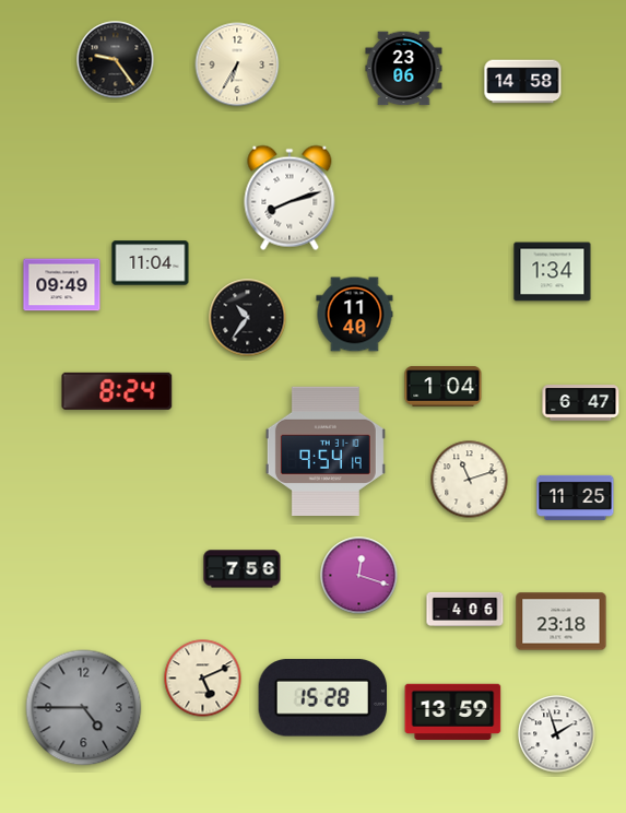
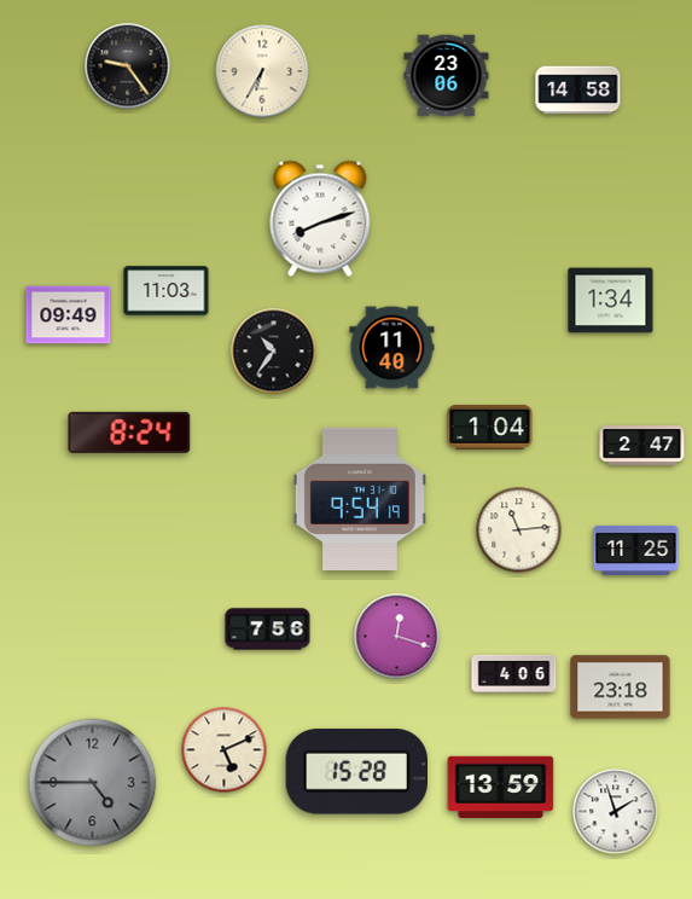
clock at (151, 263): 11:04 -> 11:03
clock at (581, 403): 6:47 -> 2:47
clock at (470, 480): 11:12 -> 11:14
